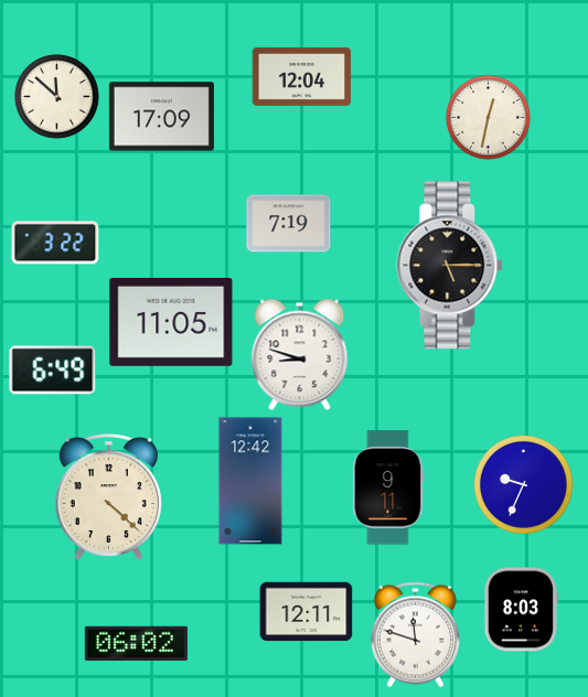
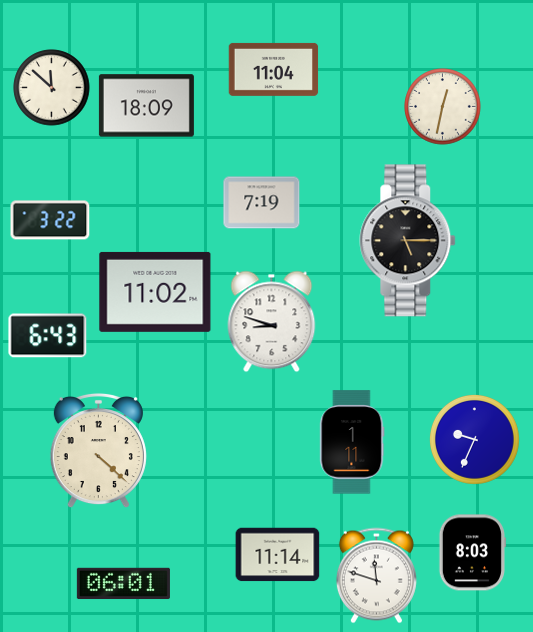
clock at (302, 76): 12:04 -> 11:04
clock at (161, 117): 17:09 -> 18:09
clock at (171, 322): 11:05 -> 11:02
clock at (53, 371): 6:49 -> 6:43
clock at (250, 481): 12:42 -> none
clock at (388, 487): 9:11 -> 1:11
clock at (307, 612): 12:11 -> 11:14
clock at (136, 644): 06:02 -> 06:01
